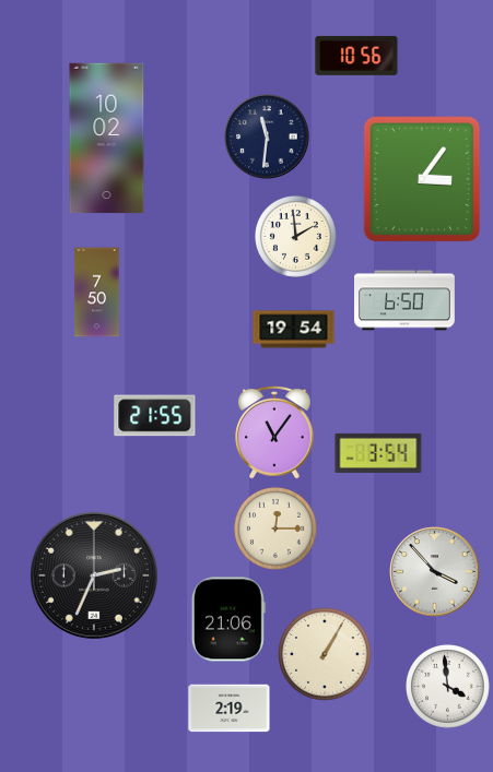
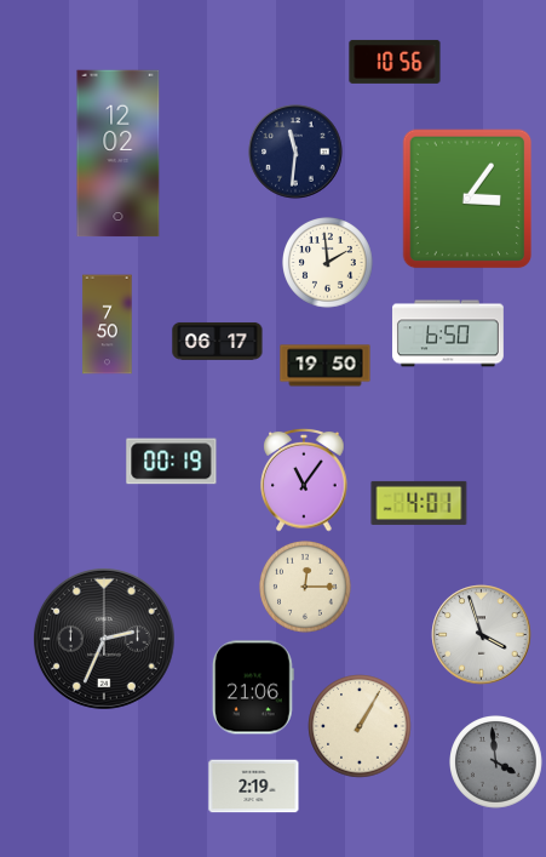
clock at (107, 139): 10:02 -> 12:02
clock at (218, 341): none -> 06:17
clock at (294, 330): 19:54 -> 19:50
clock at (155, 416): 21:55 -> 00:19
clock at (378, 453): 3:54 -> 4:01
clock at (435, 572): 3:53 -> 3:57
clock at (448, 687) dial: white -> grey
